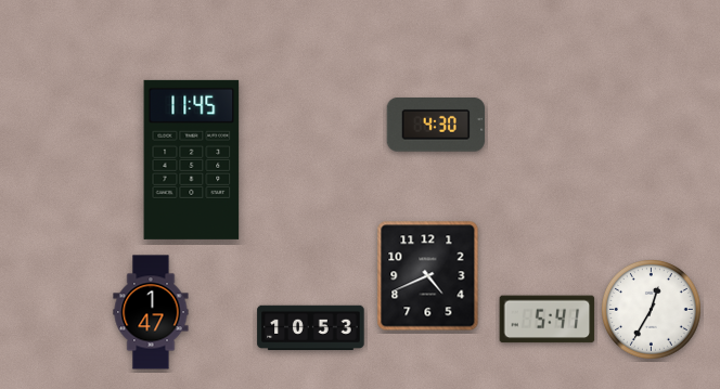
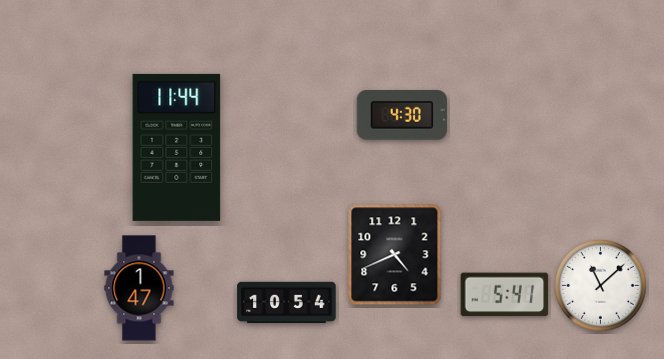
clock at (192, 159): 11:45 -> 11:44
clock at (652, 310): 12:35 -> 11:08
clock at (311, 328): 10:53 -> 10:54
